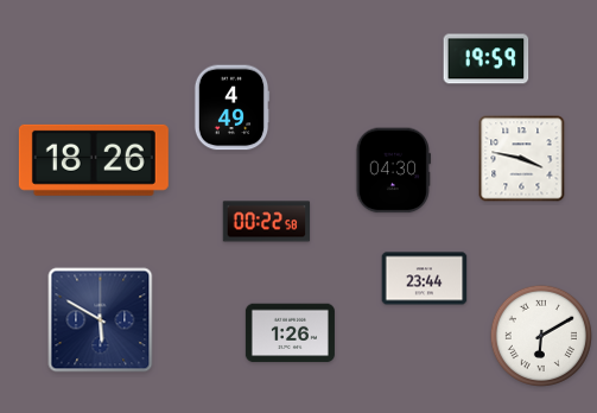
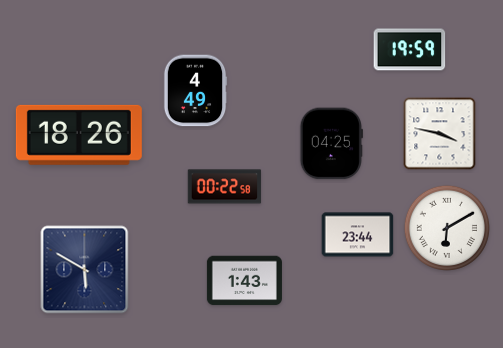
clock at (393, 171): 04:30 -> 04:25
clock at (290, 333): 1:26 -> 1:43
clock at (541, 336) position: (541, 336) -> (447, 228)
